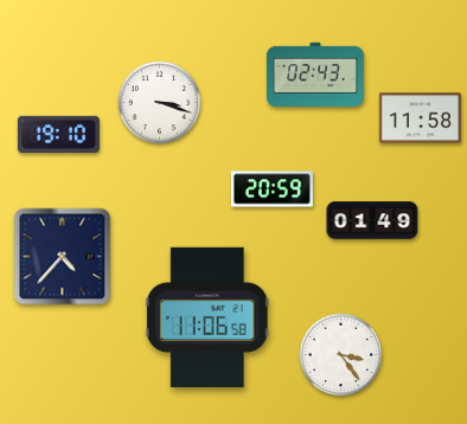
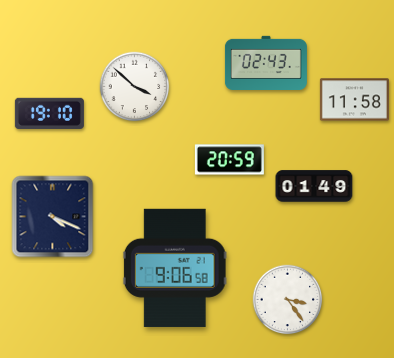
clock at (160, 103): 3:18 -> 3:52
clock at (63, 257): 4:37 -> 4:19
clock at (207, 317): 11:06 -> 9:06
